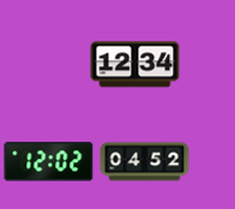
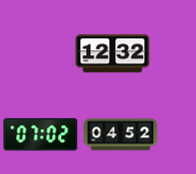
clock at (135, 65): 12:34 -> 12:32
clock at (49, 162): 12:02 -> 07:02
